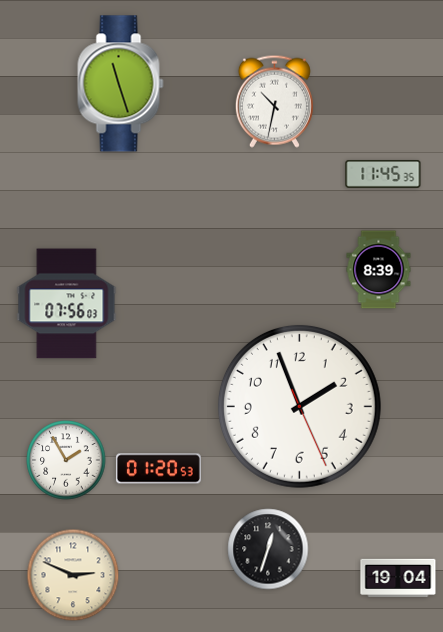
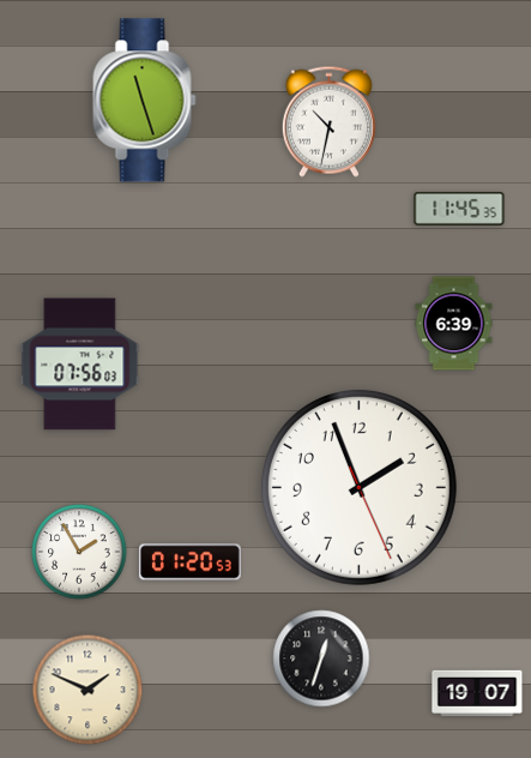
clock at (379, 270): 8:39 -> 6:39
clock at (73, 575): 2:49 -> 1:49
clock at (398, 577): 19:04 -> 19:07
